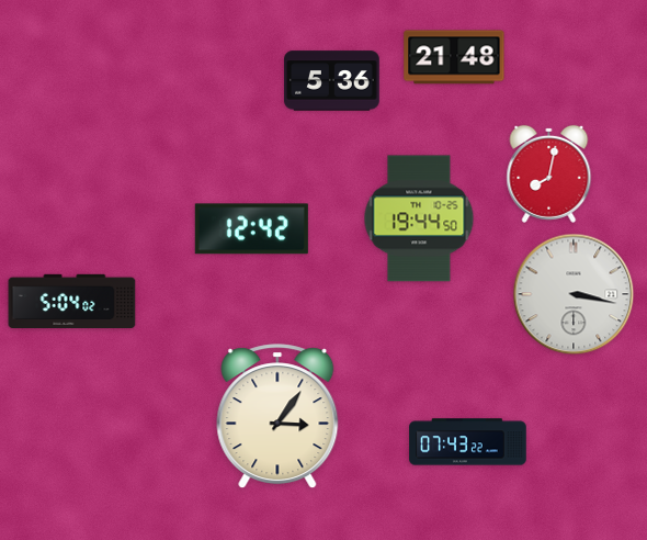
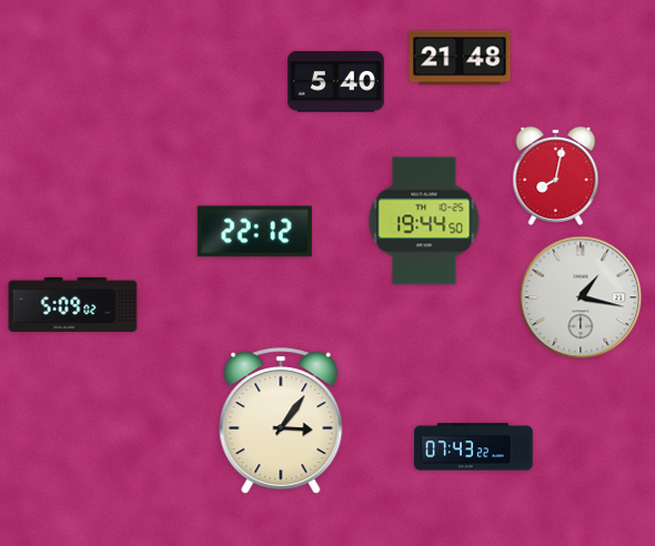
clock at (332, 81): 5:36 -> 5:40
clock at (251, 229): 12:42 -> 22:12
clock at (574, 294): 3:17 -> 1:17
clock at (72, 301): 5:04 -> 5:09
